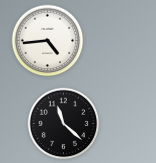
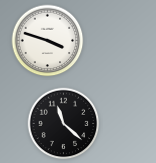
clock at (48, 41): 4:44 -> 3:48
